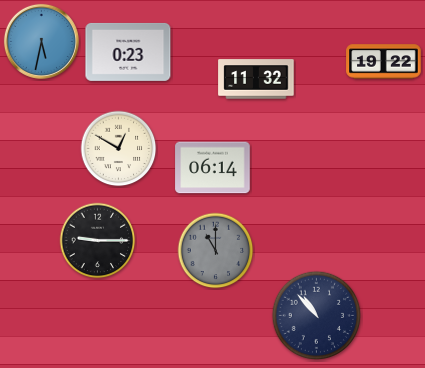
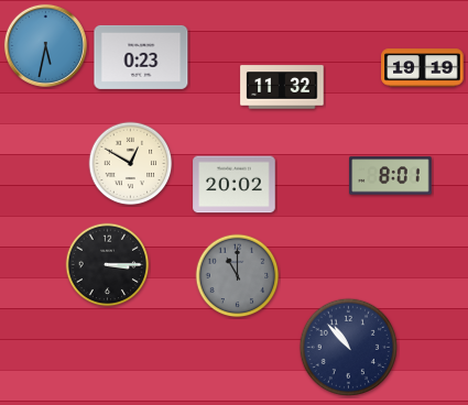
clock at (384, 62): 19:22 -> 19:19
clock at (391, 176): none -> 8:01
clock at (213, 168): 06:14 -> 20:02
clock at (98, 241): 9:15 -> 3:15
